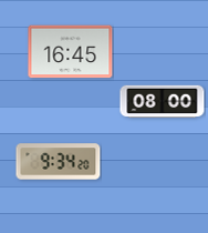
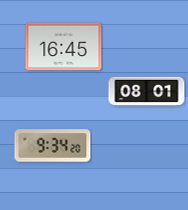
clock at (163, 102): 08:00 -> 08:01
